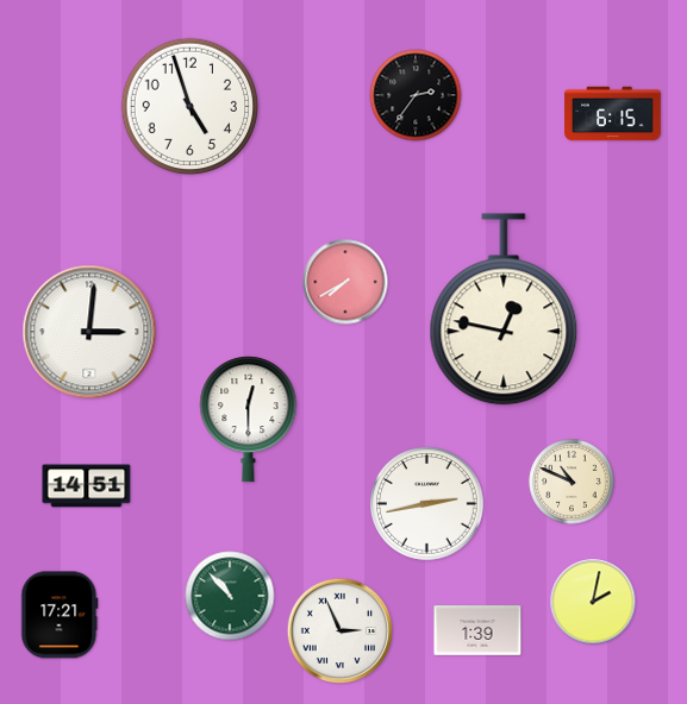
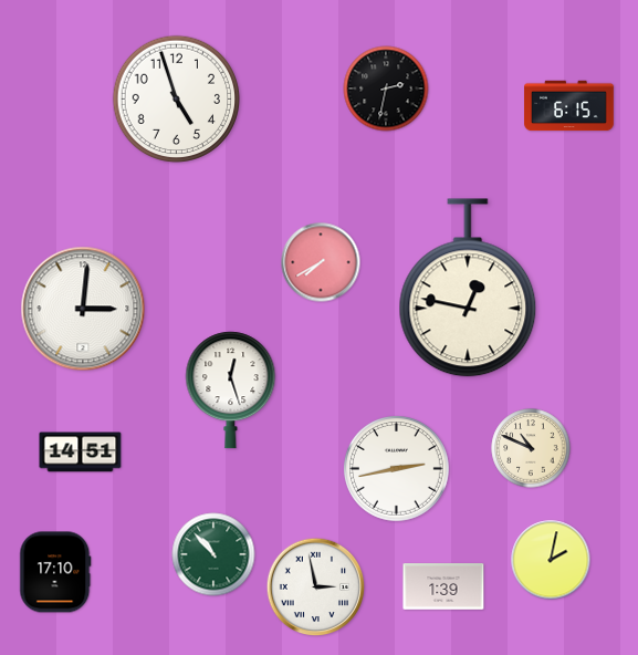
clock at (416, 95): 2:36 -> 2:32
clock at (249, 420): 12:30 -> 12:27
clock at (60, 615): 17:21 -> 17:10
clock at (341, 631): 2:56 -> 2:58
